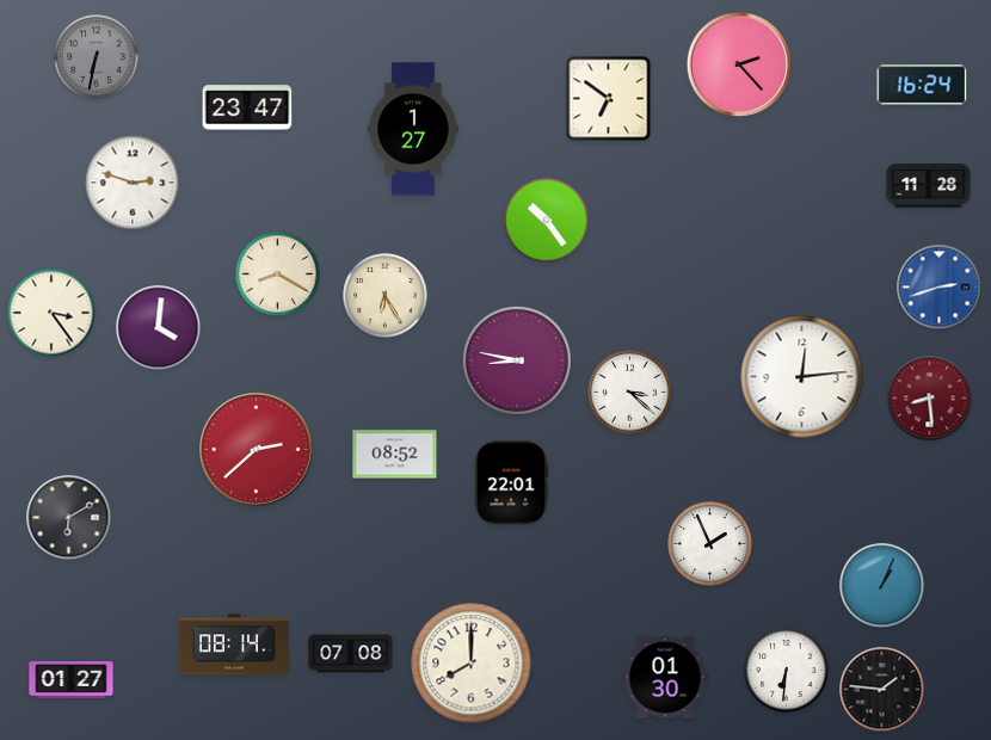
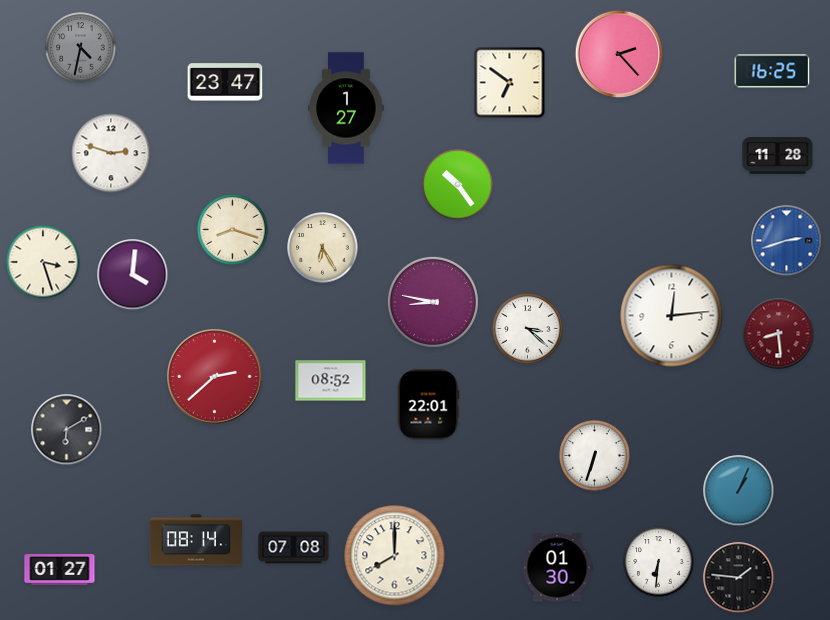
clock at (97, 57): 6:32 -> 4:32
clock at (922, 85): 16:24 -> 16:25
clock at (247, 107) position: (247, 107) -> (225, 82)
clock at (278, 275): 8:20 -> 8:18
clock at (51, 313): 3:24 -> 3:27
clock at (69, 518) position: (69, 518) -> (67, 430)
clock at (710, 544): 1:56 -> 6:33
